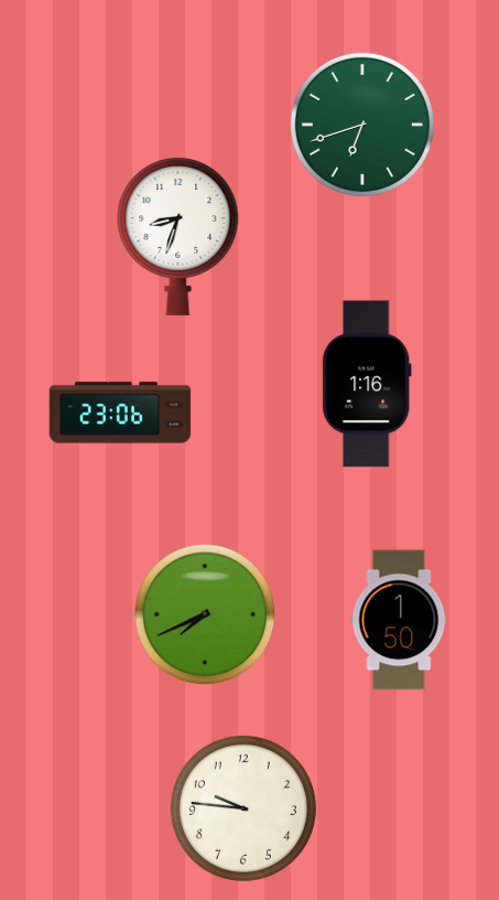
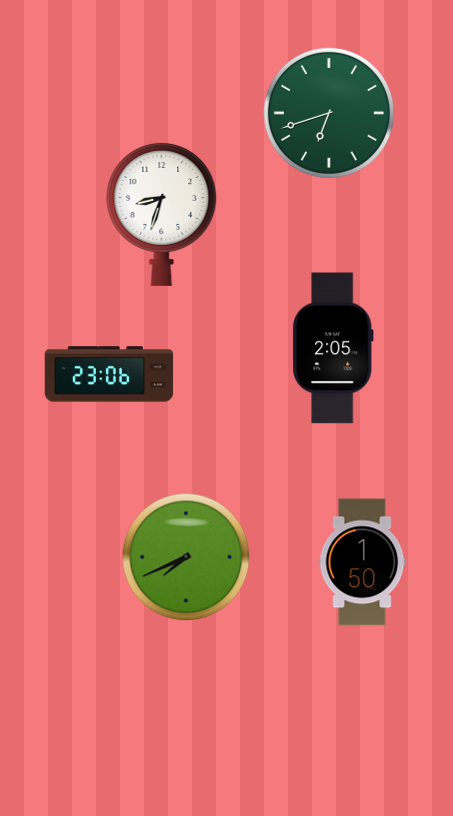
clock at (367, 384): 1:16 -> 2:05
clock at (243, 808): 9:46 -> none
